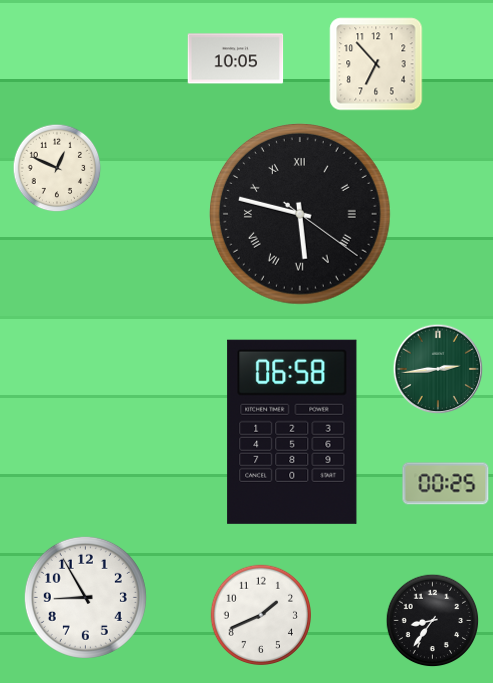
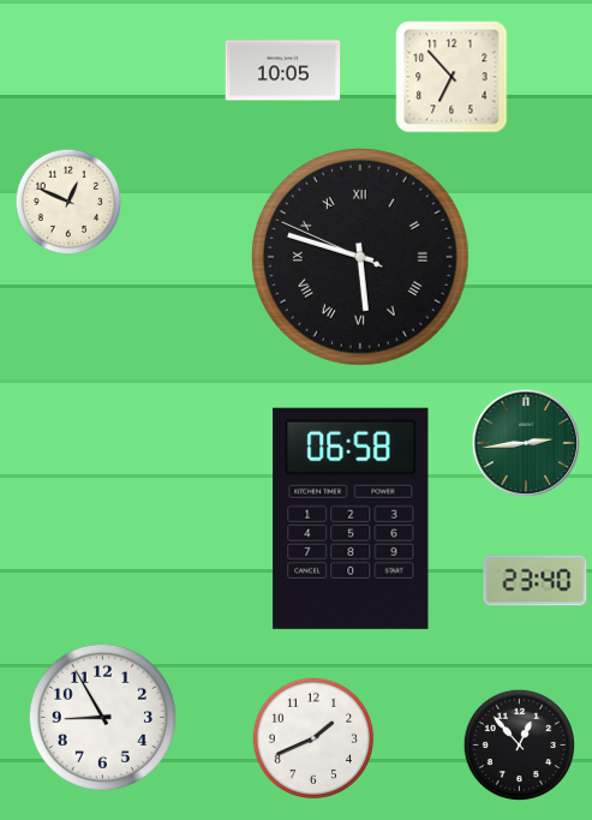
clock at (301, 215): 5:47:21 -> 5:47:49
clock at (446, 484): 00:25 -> 23:40
clock at (433, 621): 8:36 -> 12:53
